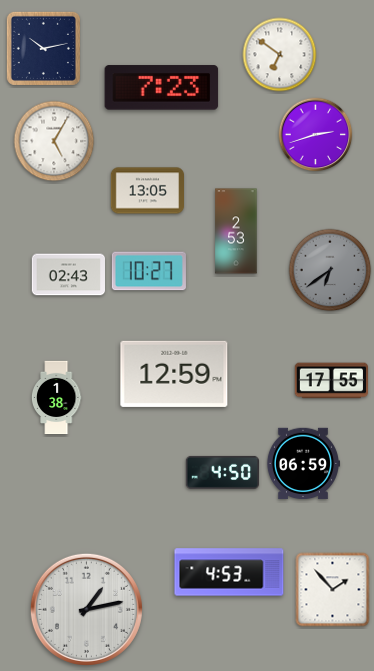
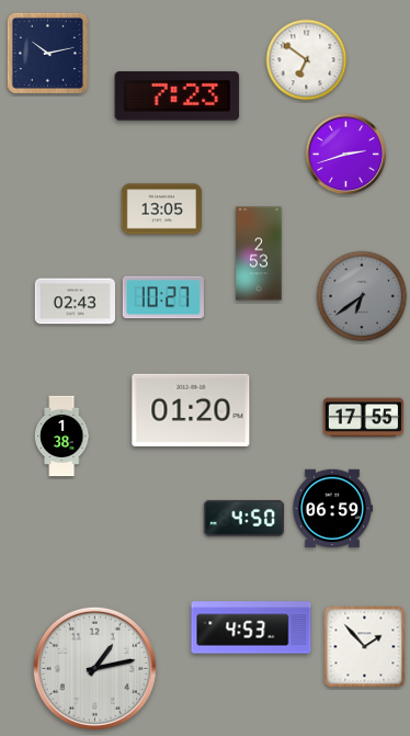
clock at (316, 135) position: (316, 135) -> (346, 155)
clock at (54, 141): 5:05 -> none
clock at (174, 374): 12:59 -> 01:20
